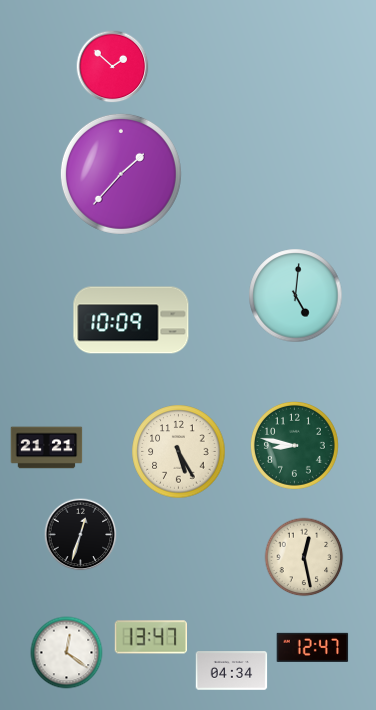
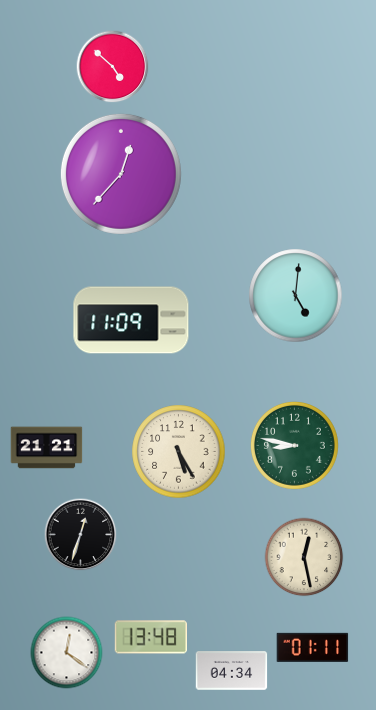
clock at (113, 67): 1:52 -> 4:52
clock at (121, 174): 1:37 -> 12:37
clock at (131, 320): 10:09 -> 11:09
clock at (150, 637): 13:47 -> 13:48
clock at (313, 647): 12:47 -> 01:11
